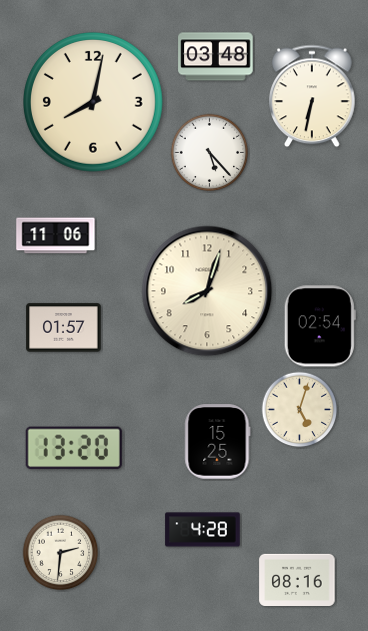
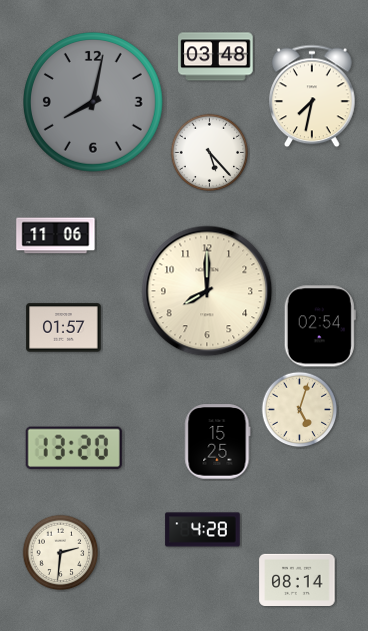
clock at (312, 96): 6:32 -> 7:32
clock at (94, 103) dial: cream -> grey
clock at (207, 291): 8:03 -> 8:00
clock at (297, 579): 08:16 -> 08:14
